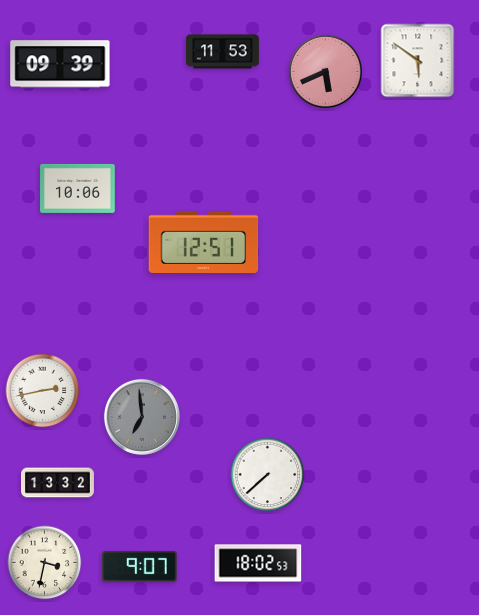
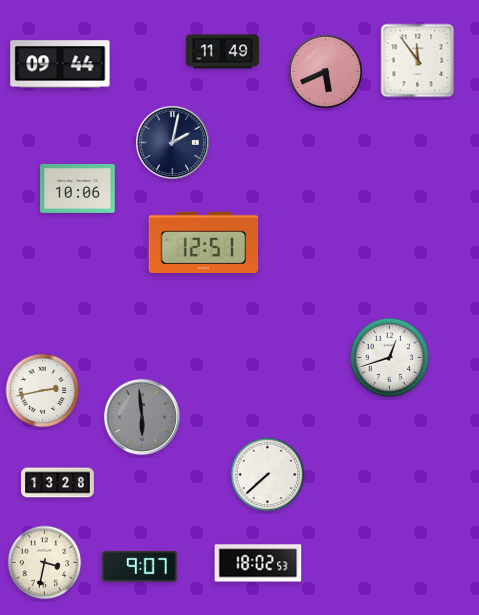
clock at (222, 52): 11:53 -> 11:49
clock at (418, 61): 5:51 -> 11:54
clock at (60, 64): 09:39 -> 09:44
clock at (172, 142): none -> 2:02
clock at (390, 358): none -> 12:42
clock at (142, 417): 6:59 -> 5:59
clock at (58, 483): 13:32 -> 13:28
